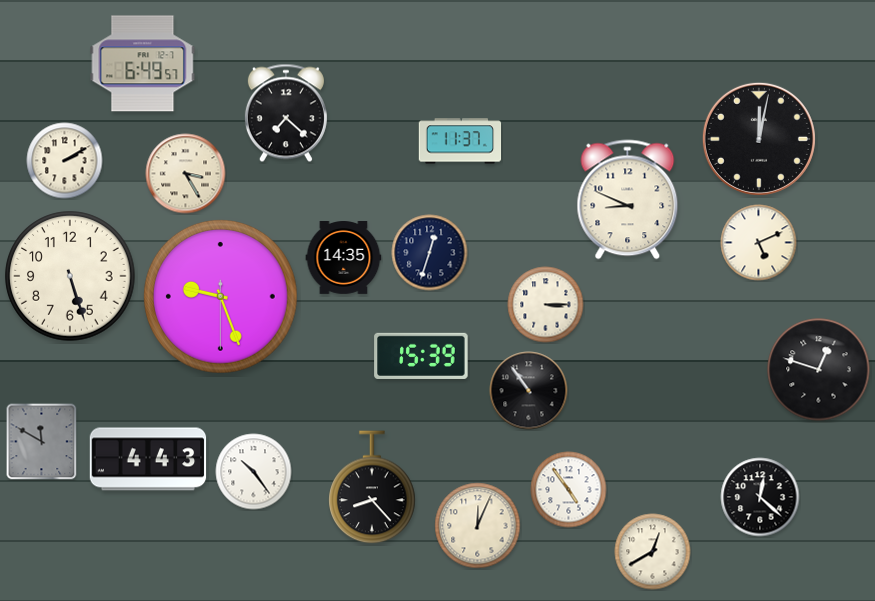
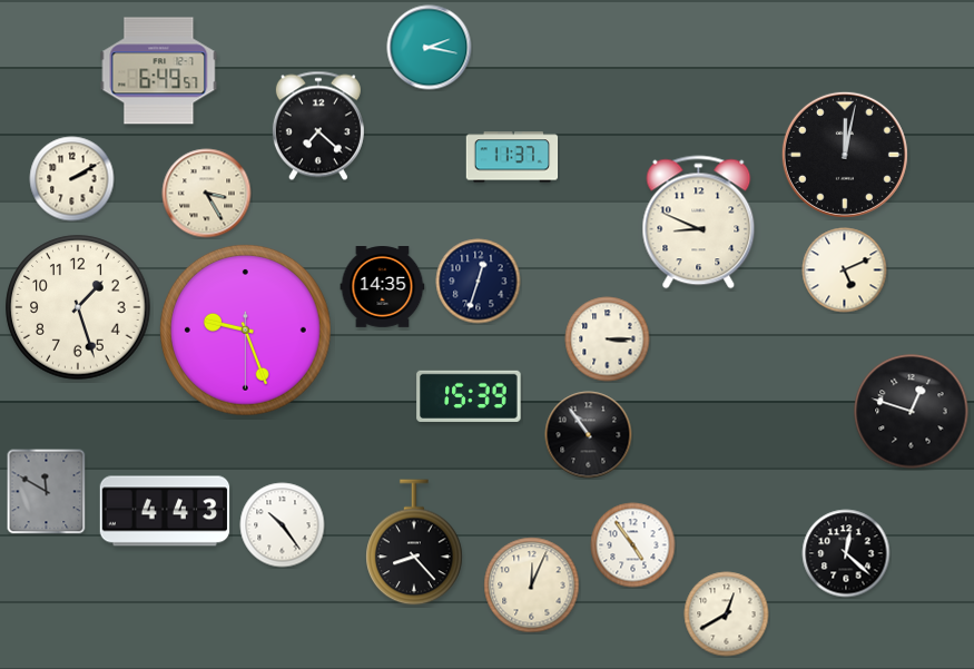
clock at (430, 48): none -> 2:17
clock at (70, 276): 5:27 -> 1:27
